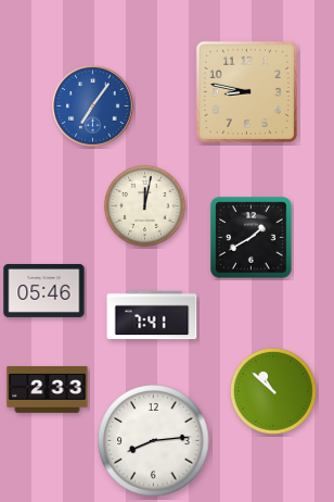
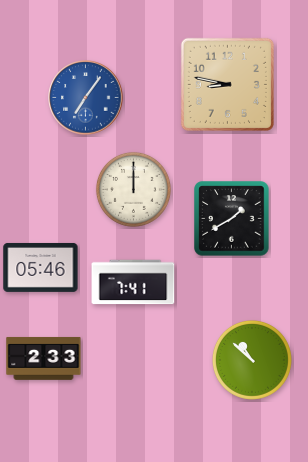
clock at (144, 205): 12:02 -> 12:00
clock at (152, 315) position: (152, 315) -> (133, 282)
clock at (154, 441): 8:14 -> none
